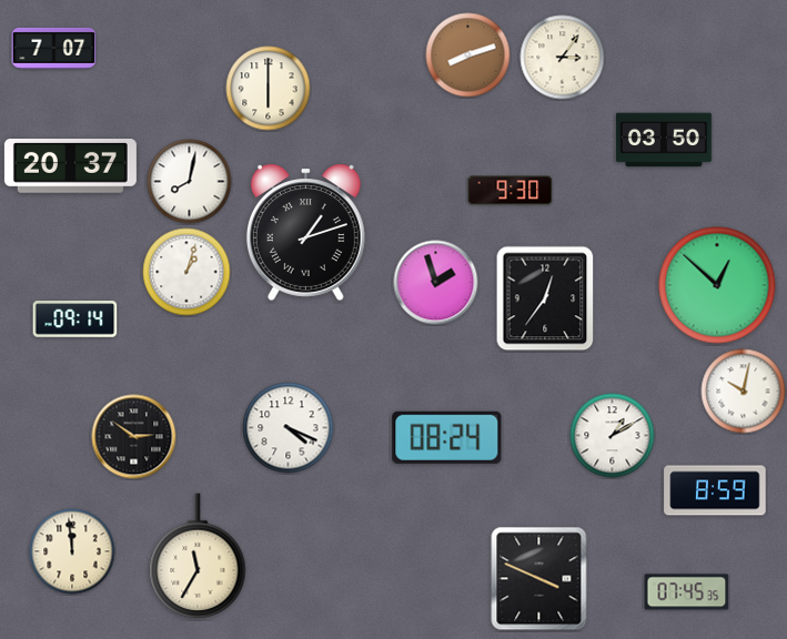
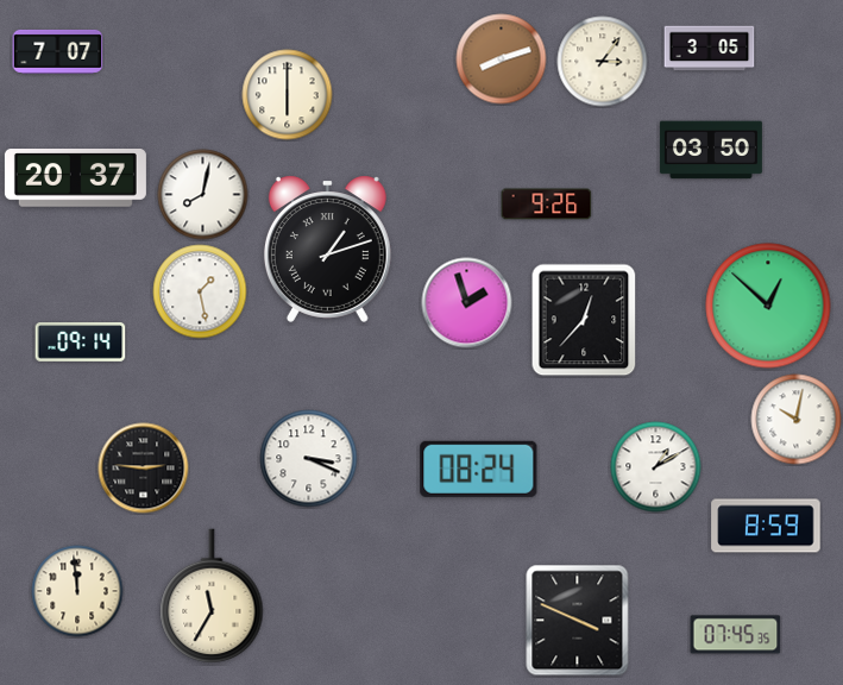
clock at (710, 49): none -> 3:05
clock at (511, 191): 9:30 -> 9:26
clock at (186, 272): 1:03 -> 1:28
clock at (545, 298): 12:36 -> 12:37
clock at (289, 428): 4:19 -> 3:19
clock at (134, 437): 2:51 -> 2:46
